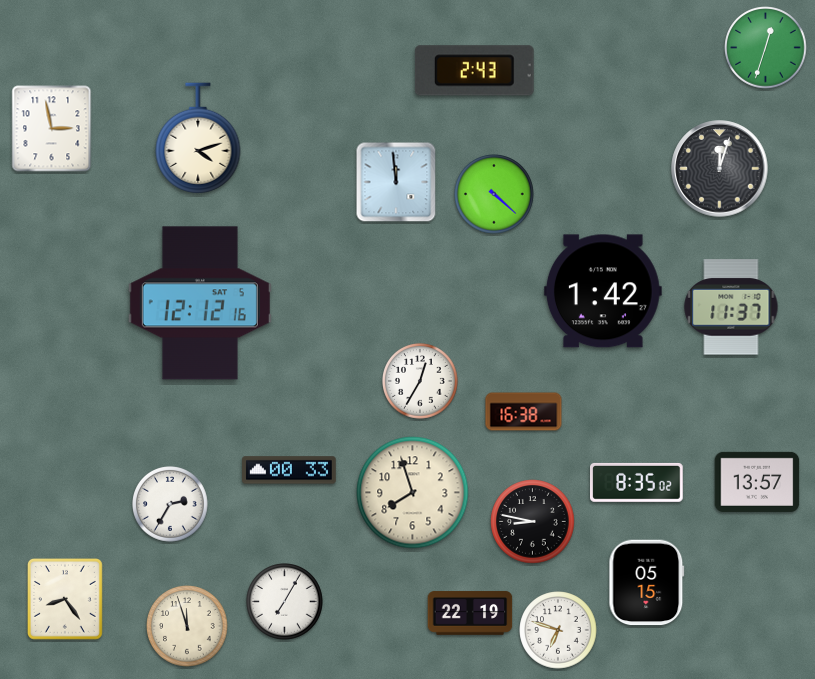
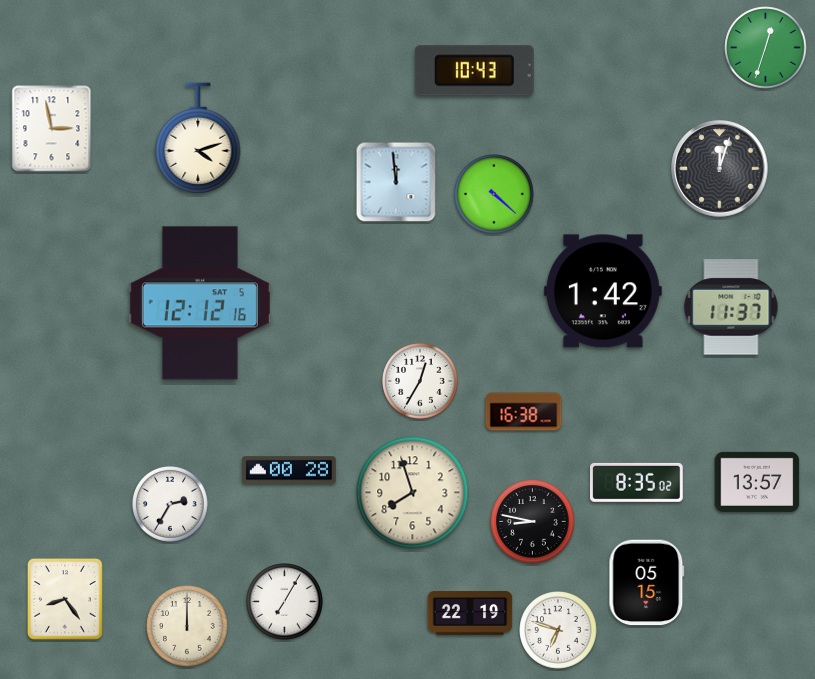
clock at (474, 71): 2:43 -> 10:43
clock at (289, 470): 00:33 -> 00:28
clock at (187, 626): 11:57 -> 12:00
